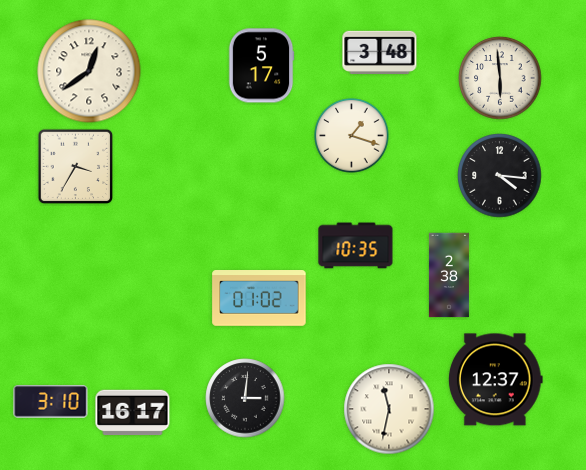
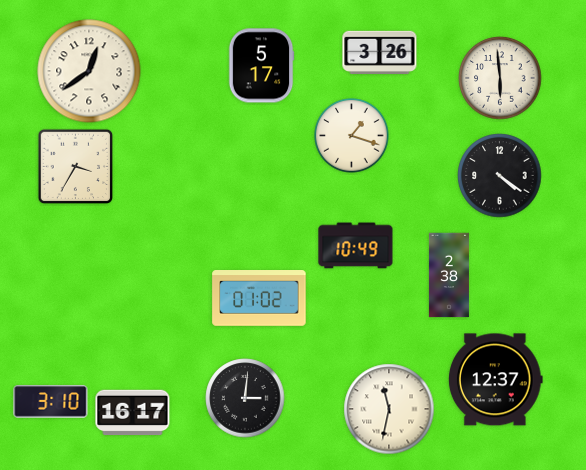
clock at (380, 52): 3:48 -> 3:26
clock at (500, 176): 4:16 -> 4:21
clock at (356, 246): 10:35 -> 10:49
